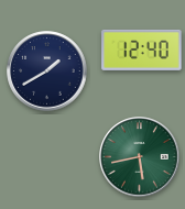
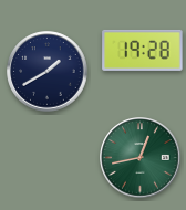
clock at (142, 50): 12:40 -> 19:28
clock at (140, 157): 5:43 -> 12:43
